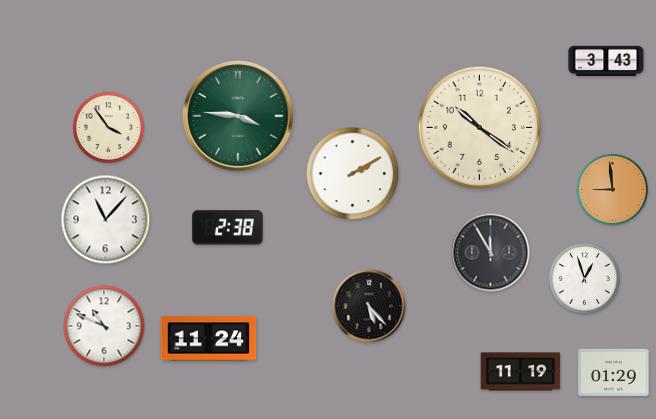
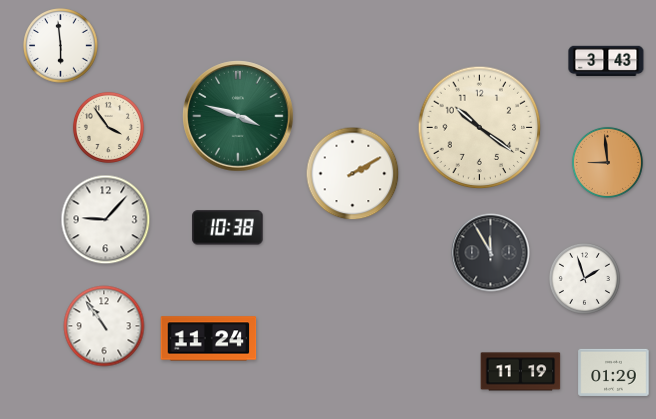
clock at (61, 46): none -> 5:59
clock at (238, 116): 3:46 -> 3:48
clock at (612, 189) position: (612, 189) -> (607, 162)
clock at (106, 220): 11:07 -> 9:07
clock at (228, 228): 2:38 -> 10:38
clock at (584, 278): 12:57 -> 1:57
clock at (369, 306): 5:23 -> none
clock at (104, 326): 10:49 -> 10:54
